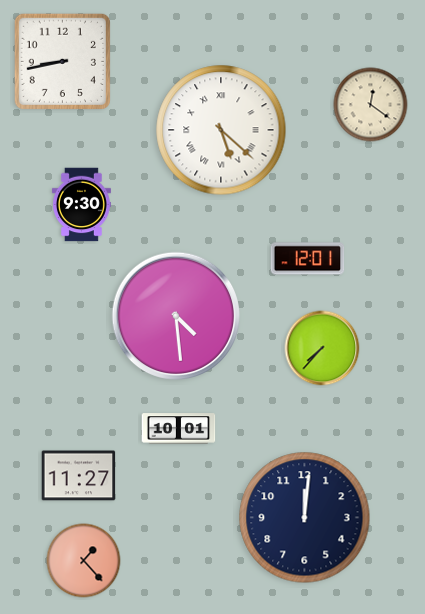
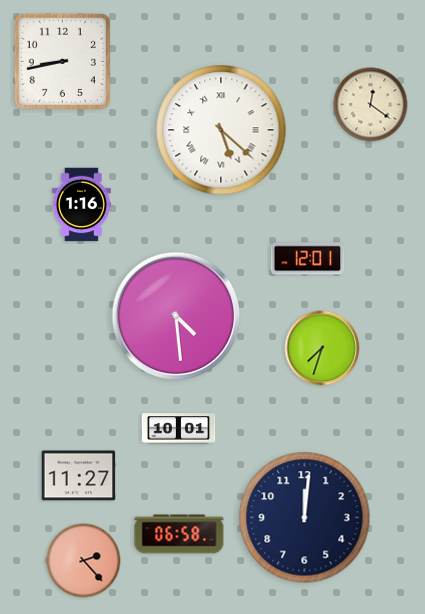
clock at (81, 205): 9:30 -> 1:16
clock at (322, 348): 7:37 -> 7:33
clock at (179, 534): none -> 06:58
clock at (84, 561): 1:23 -> 2:23
